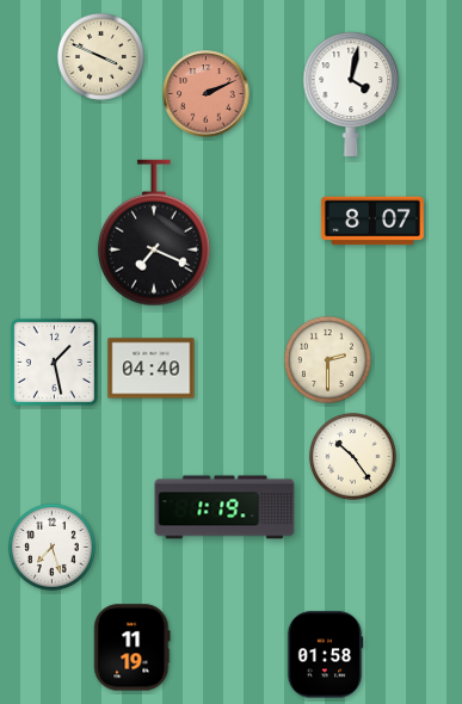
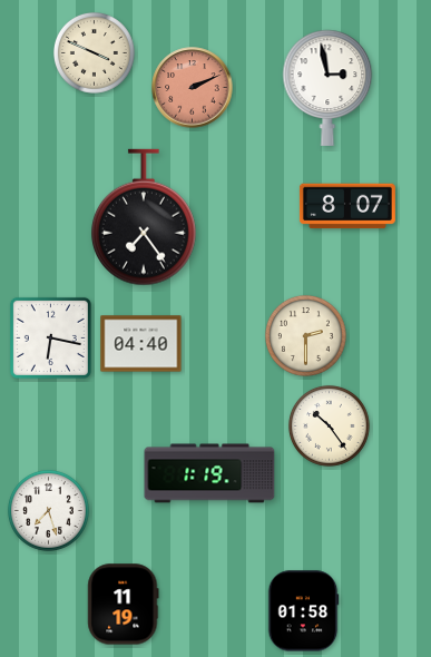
clock at (351, 94): 4:02 -> 2:58
clock at (154, 233): 7:19 -> 7:24
clock at (54, 362): 1:28 -> 6:17
